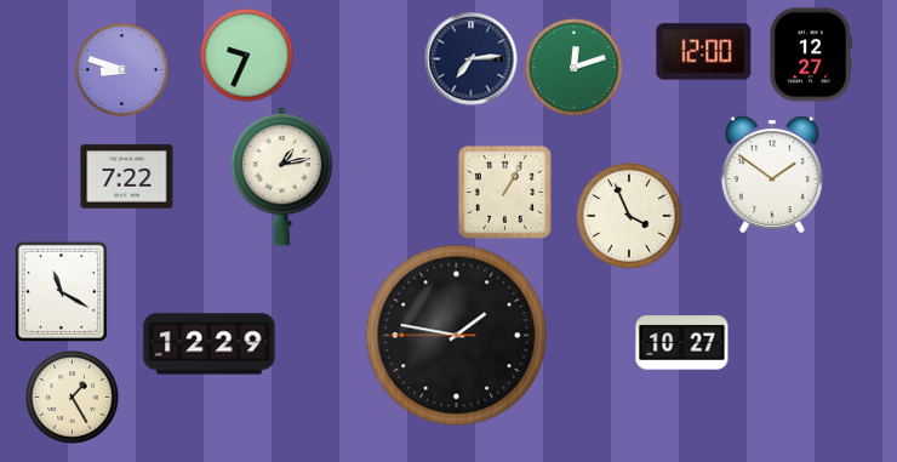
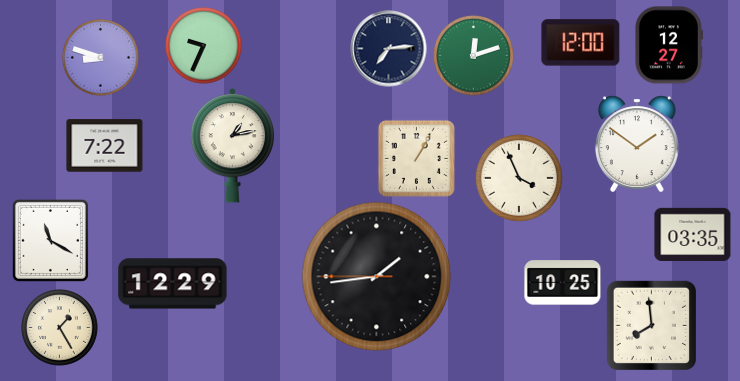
clock at (693, 234): none -> 03:35
clock at (457, 336): 1:46 -> 1:43
clock at (682, 343): 10:27 -> 10:25
clock at (651, 325): none -> 7:59
